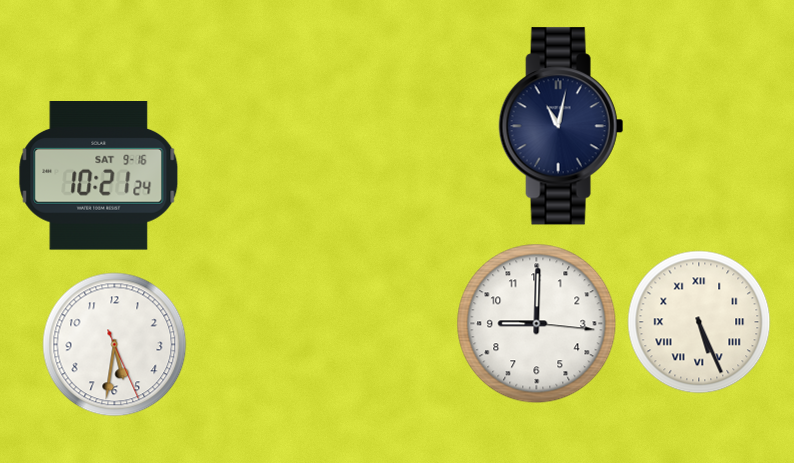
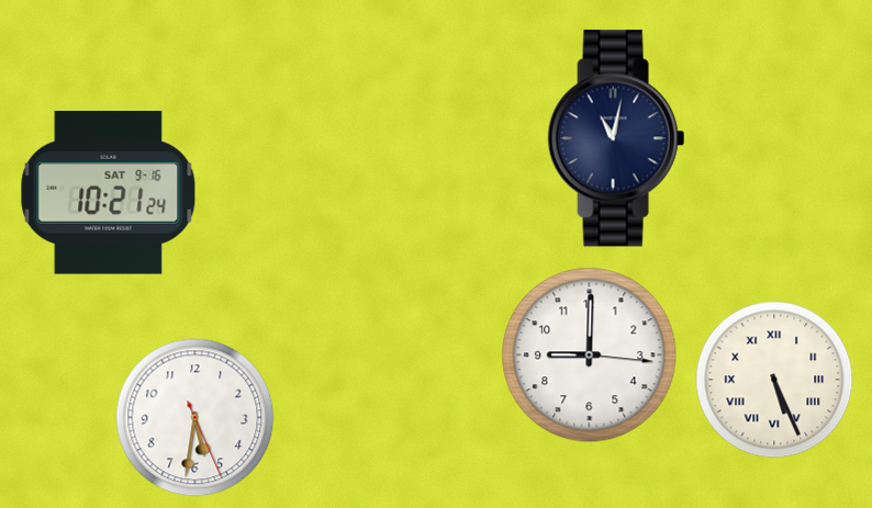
clock at (699, 322) position: (699, 322) -> (774, 380)
clock at (115, 345) position: (115, 345) -> (195, 418)
